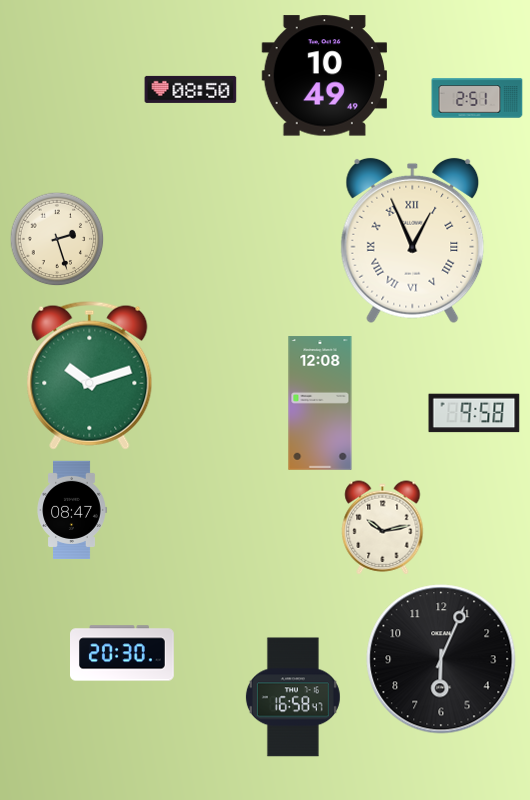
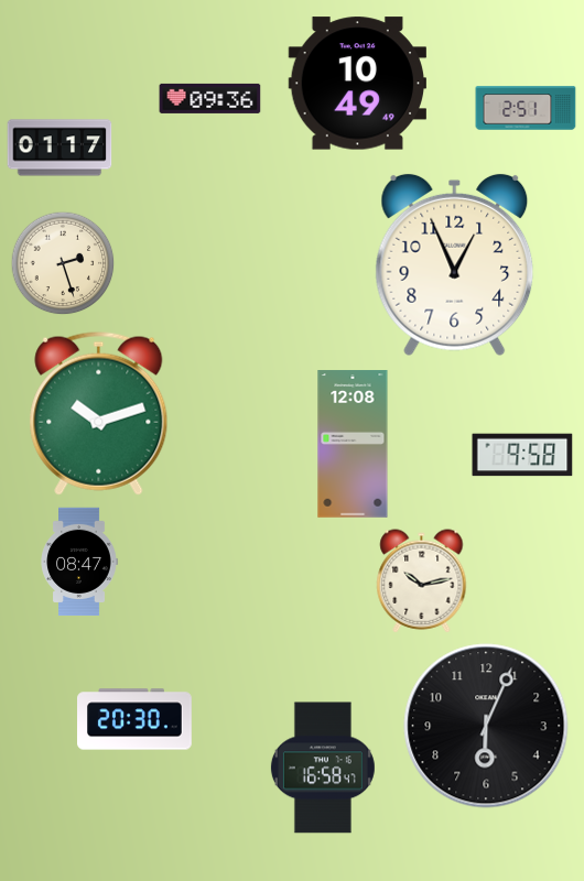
clock at (191, 89): 08:50 -> 09:36
clock at (60, 148): none -> 01:17
clock at (413, 241) numerals: Roman -> Arabic
